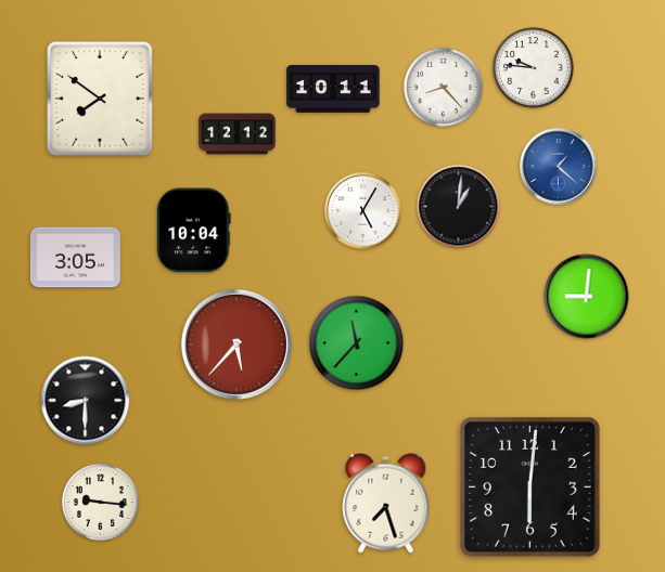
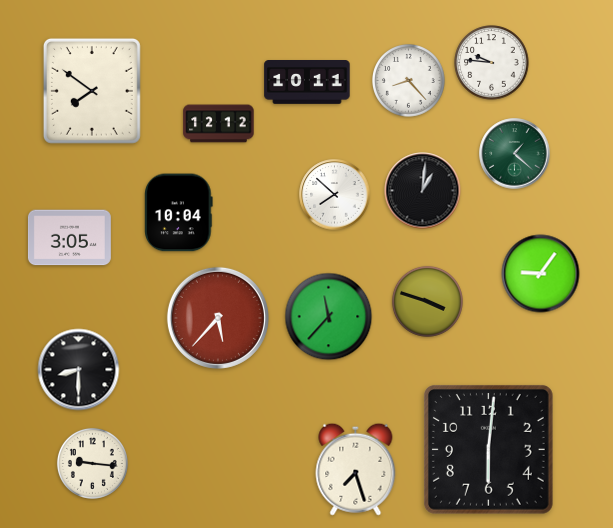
clock at (559, 167) dial: blue -> green
clock at (363, 211): 5:05 -> 7:52
clock at (587, 297): 9:01 -> 9:06
clock at (427, 301): none -> 3:48
clock at (386, 503) position: (386, 503) -> (356, 469)
